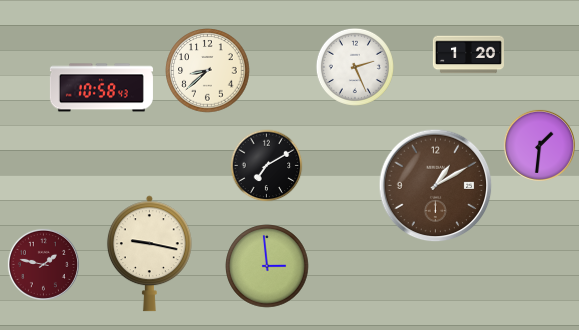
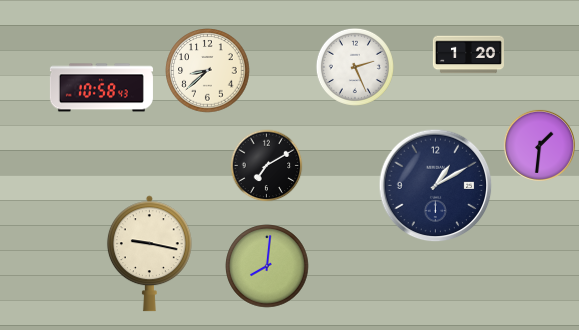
clock at (436, 186) dial: brown -> navy
clock at (43, 264): 1:47 -> none
clock at (267, 266): 2:59 -> 8:01
